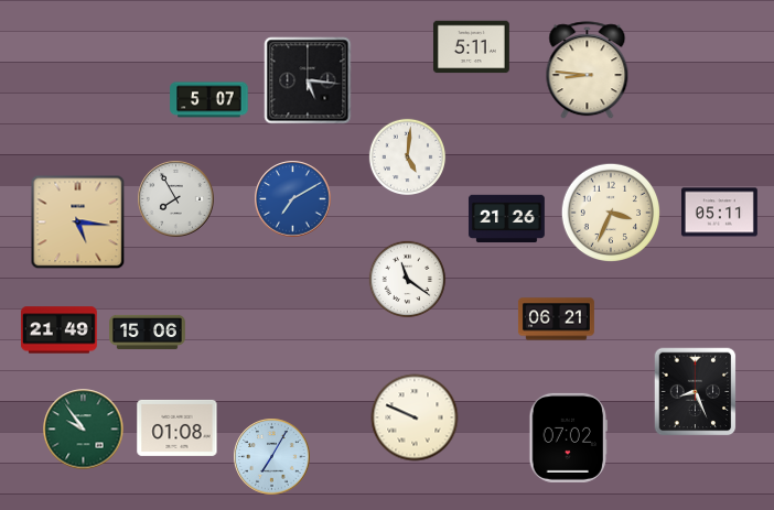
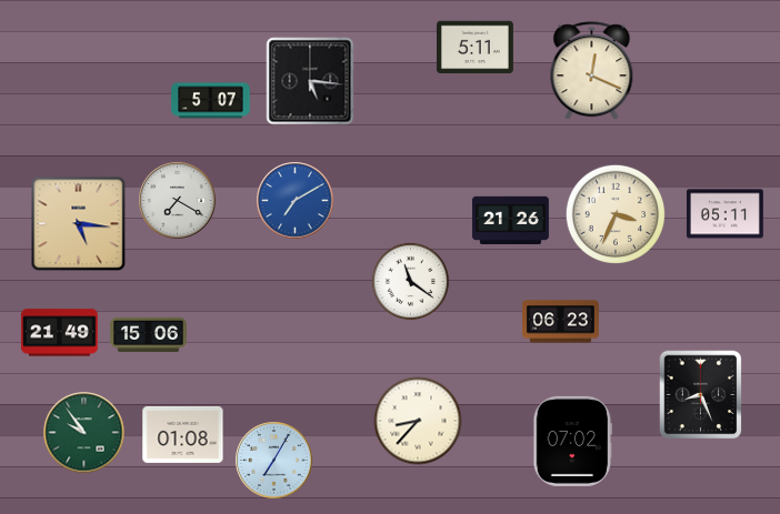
clock at (588, 70): 8:46 -> 12:19
clock at (408, 158): 5:01 -> none
clock at (176, 199): 7:55 -> 7:20
clock at (556, 319): 06:21 -> 06:23
clock at (415, 417): 9:49 -> 8:37
clock at (178, 427) position: (178, 427) -> (183, 434)
